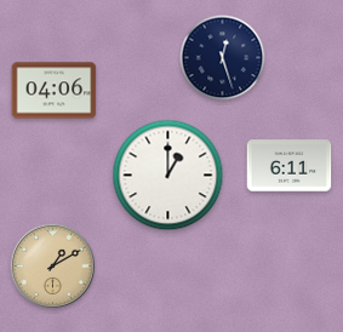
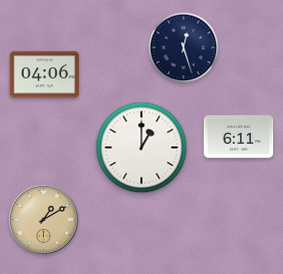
clock at (168, 176) position: (168, 176) -> (142, 148)
